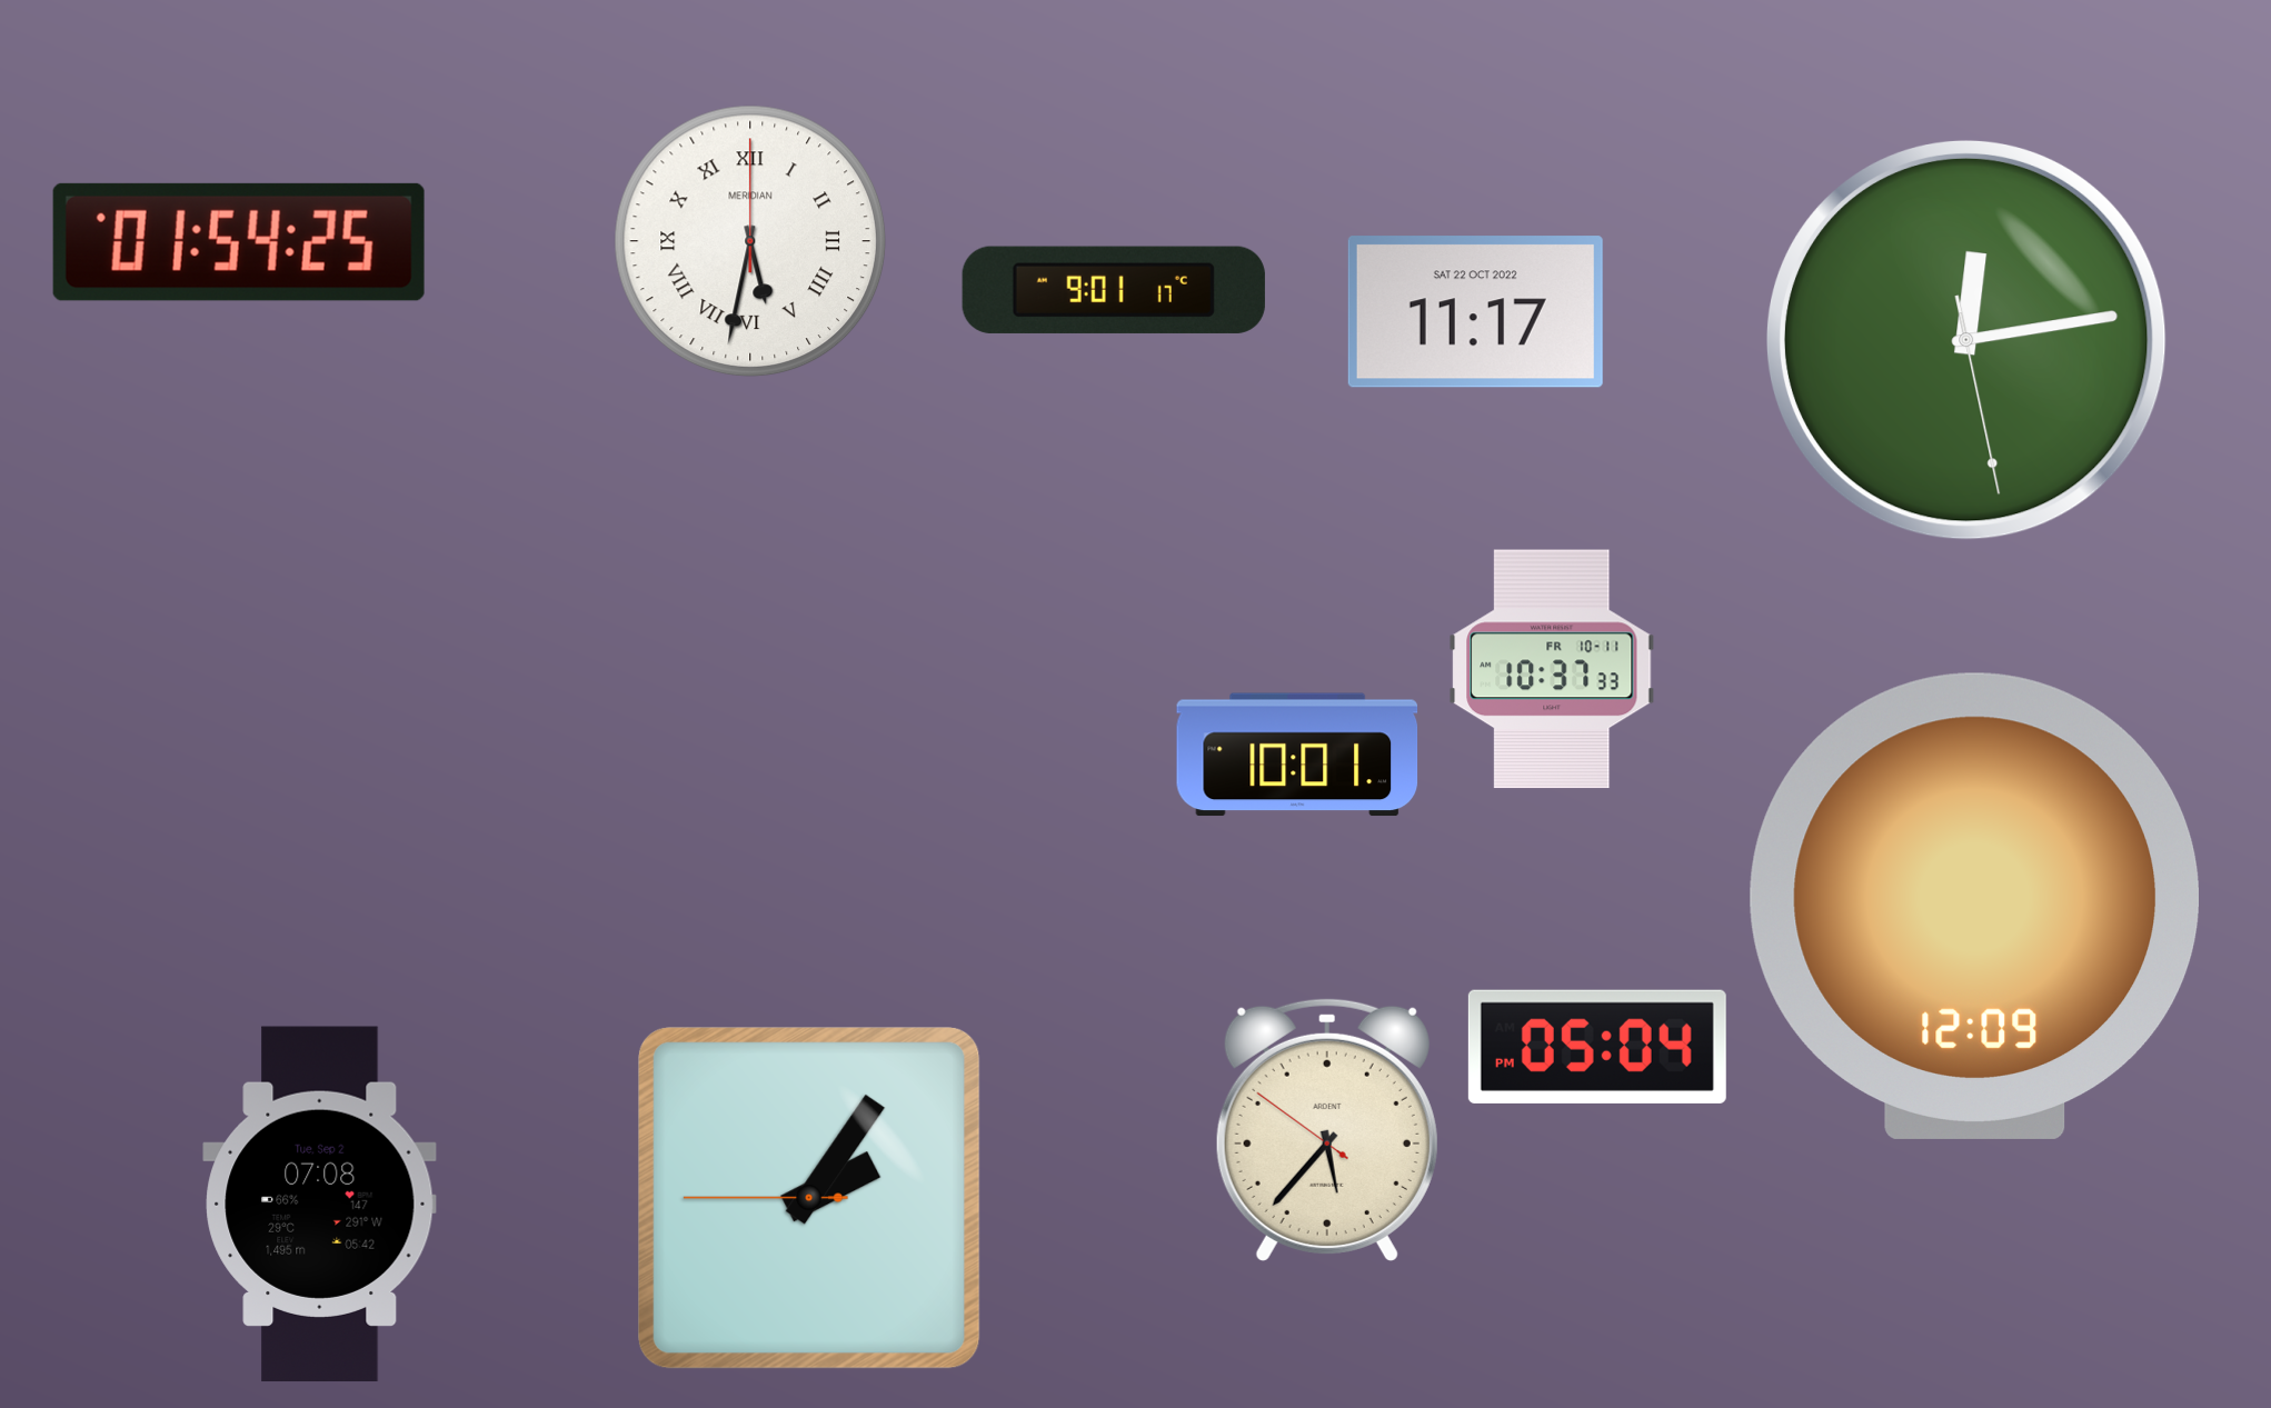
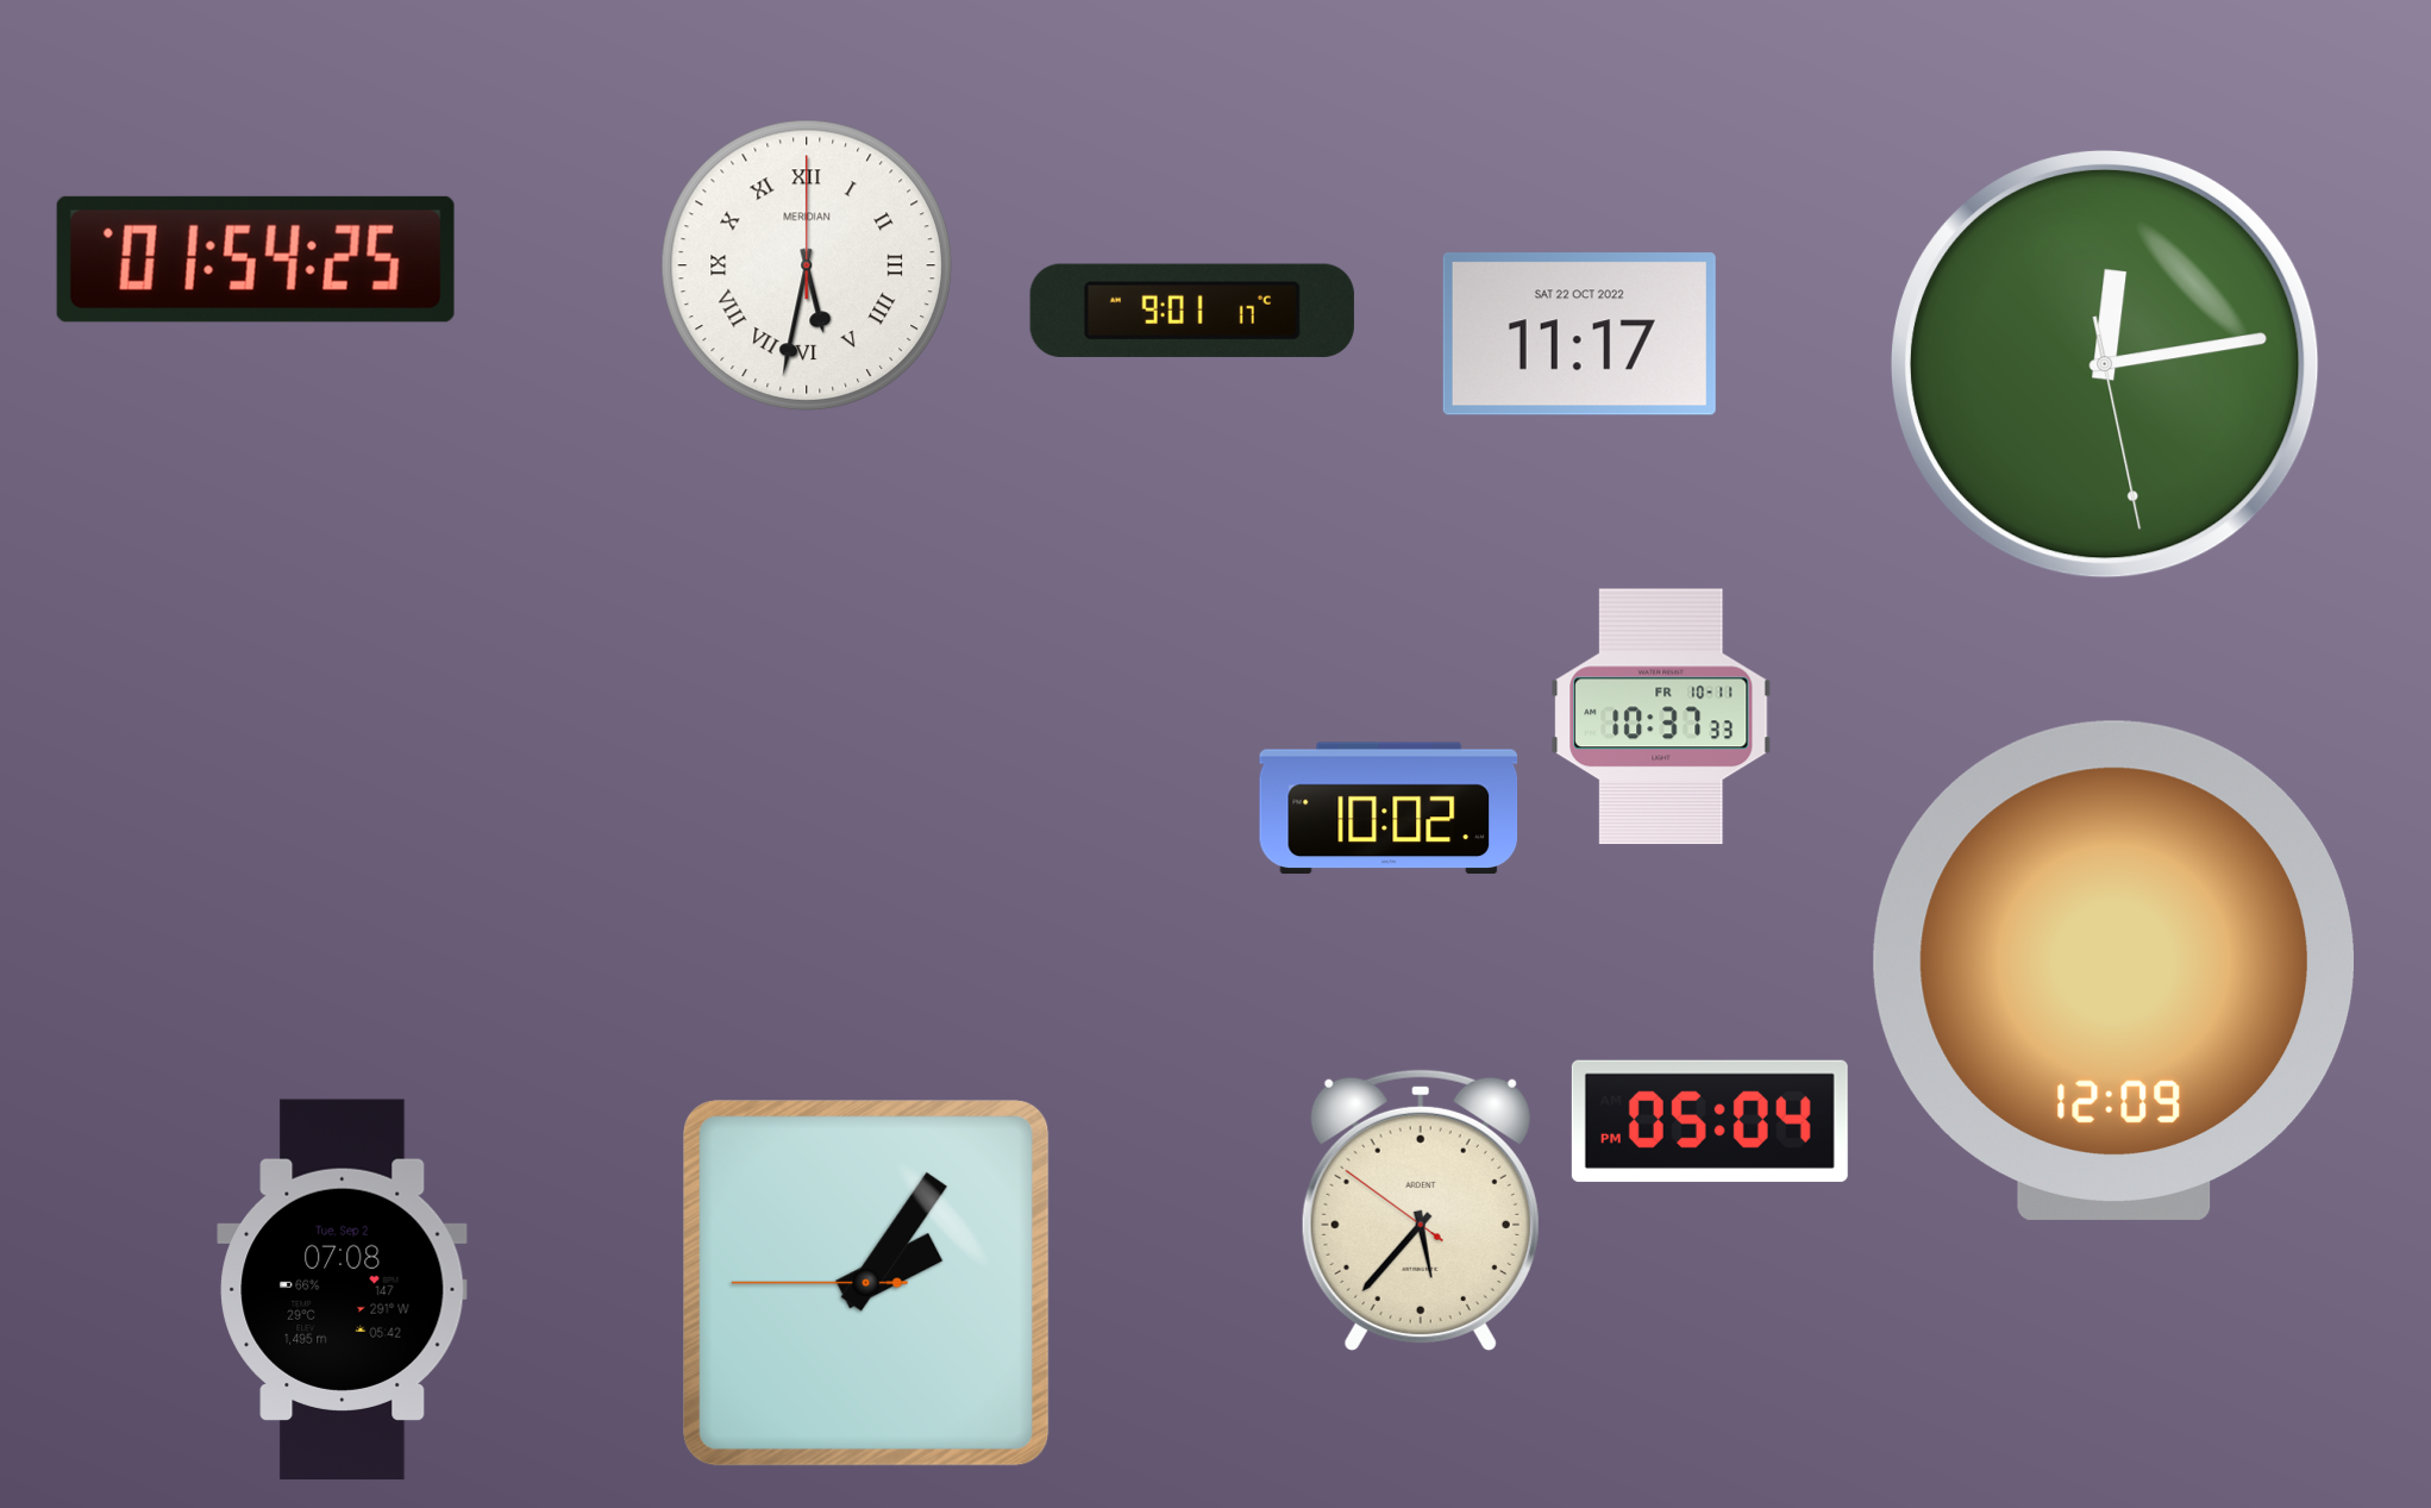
clock at (750, 241) position: (750, 241) -> (807, 265)
clock at (1297, 755): 10:01 -> 10:02
